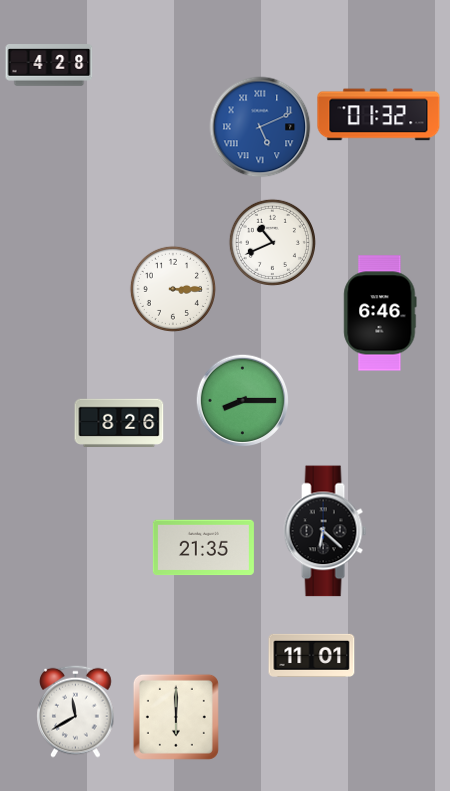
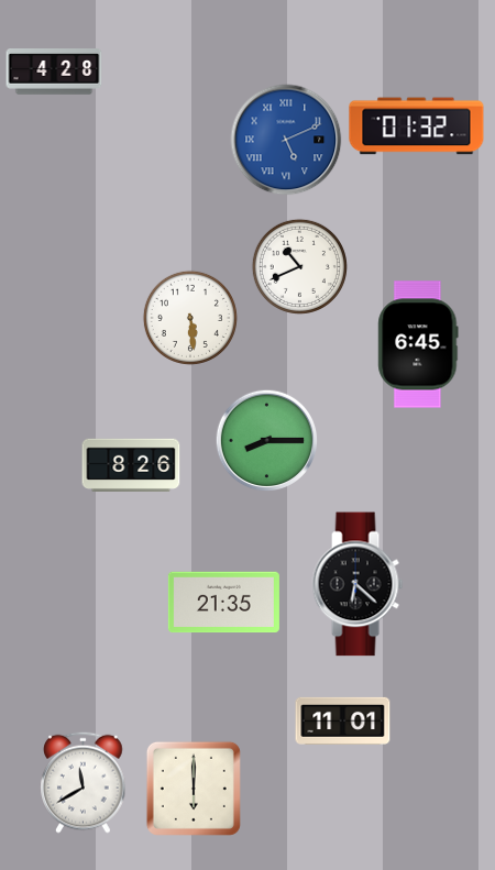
clock at (173, 289): 3:15 -> 5:29
clock at (380, 313): 6:46 -> 6:45
